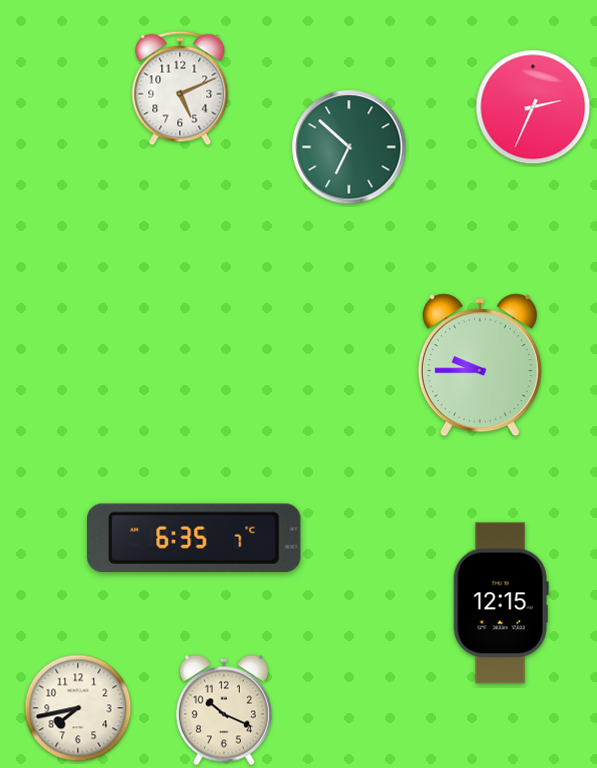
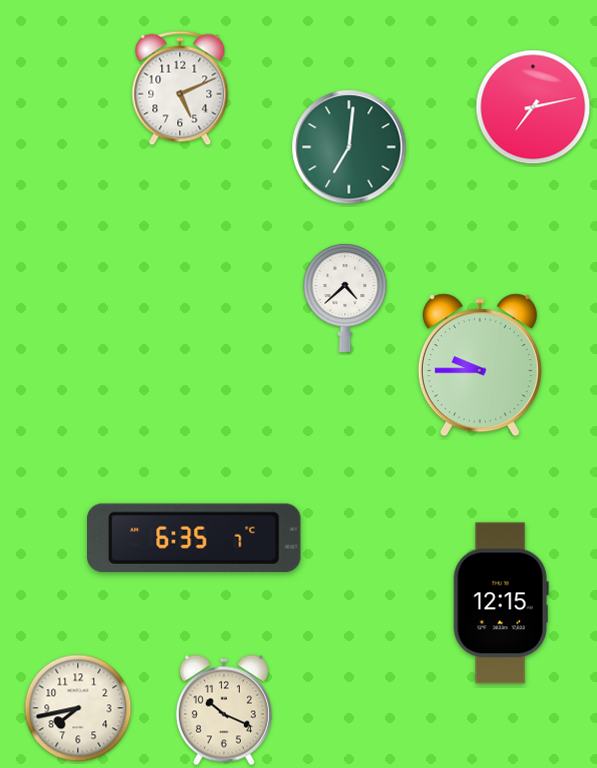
clock at (533, 107): 2:34 -> 7:13
clock at (349, 147): 6:52 -> 7:01
clock at (345, 298): none -> 4:38
